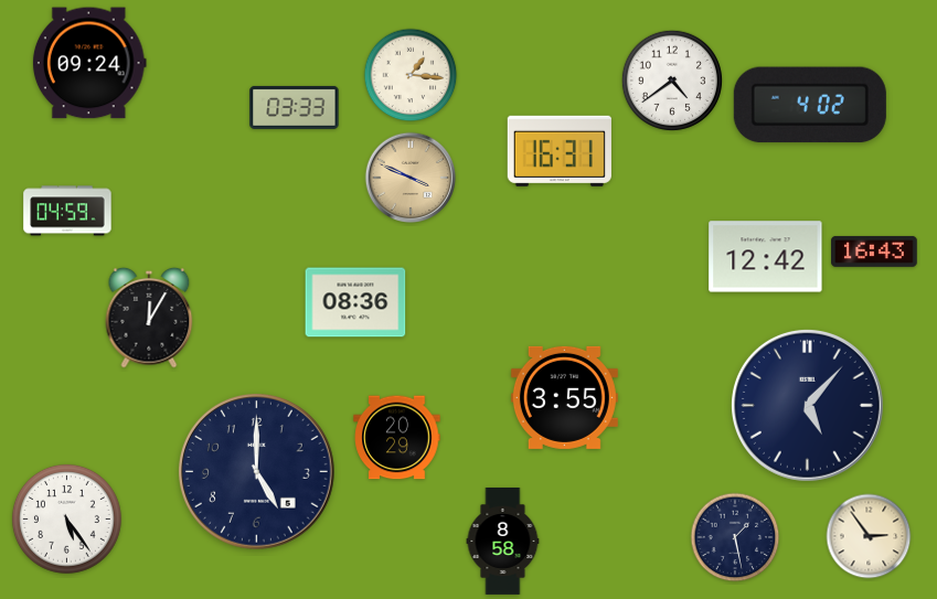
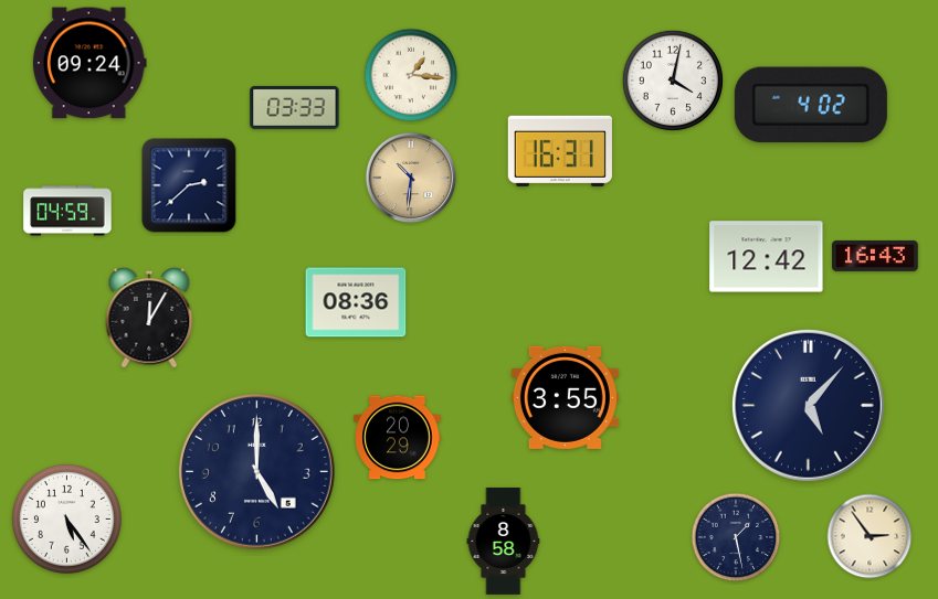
clock at (672, 81): 4:39 -> 4:02
clock at (411, 178): 3:49 -> 10:31
clock at (189, 185): none -> 2:38
clock at (874, 252) position: (874, 252) -> (875, 256)
